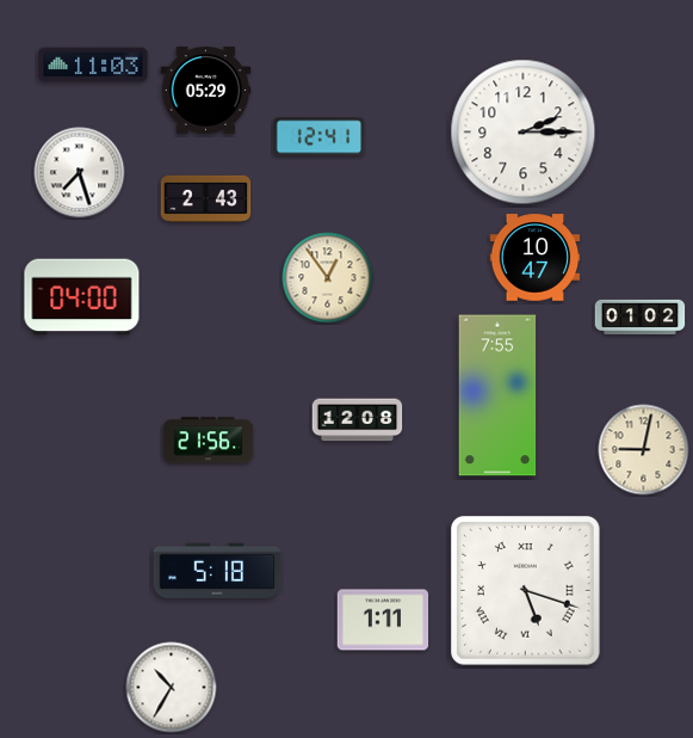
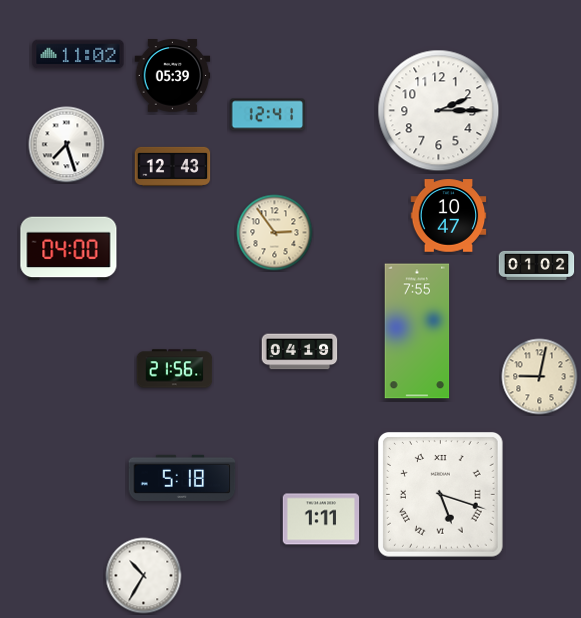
clock at (93, 64): 11:03 -> 11:02
clock at (206, 91): 05:29 -> 05:39
clock at (206, 198): 2:43 -> 12:43
clock at (328, 278): 12:54 -> 2:54
clock at (358, 420): 12:08 -> 04:19
